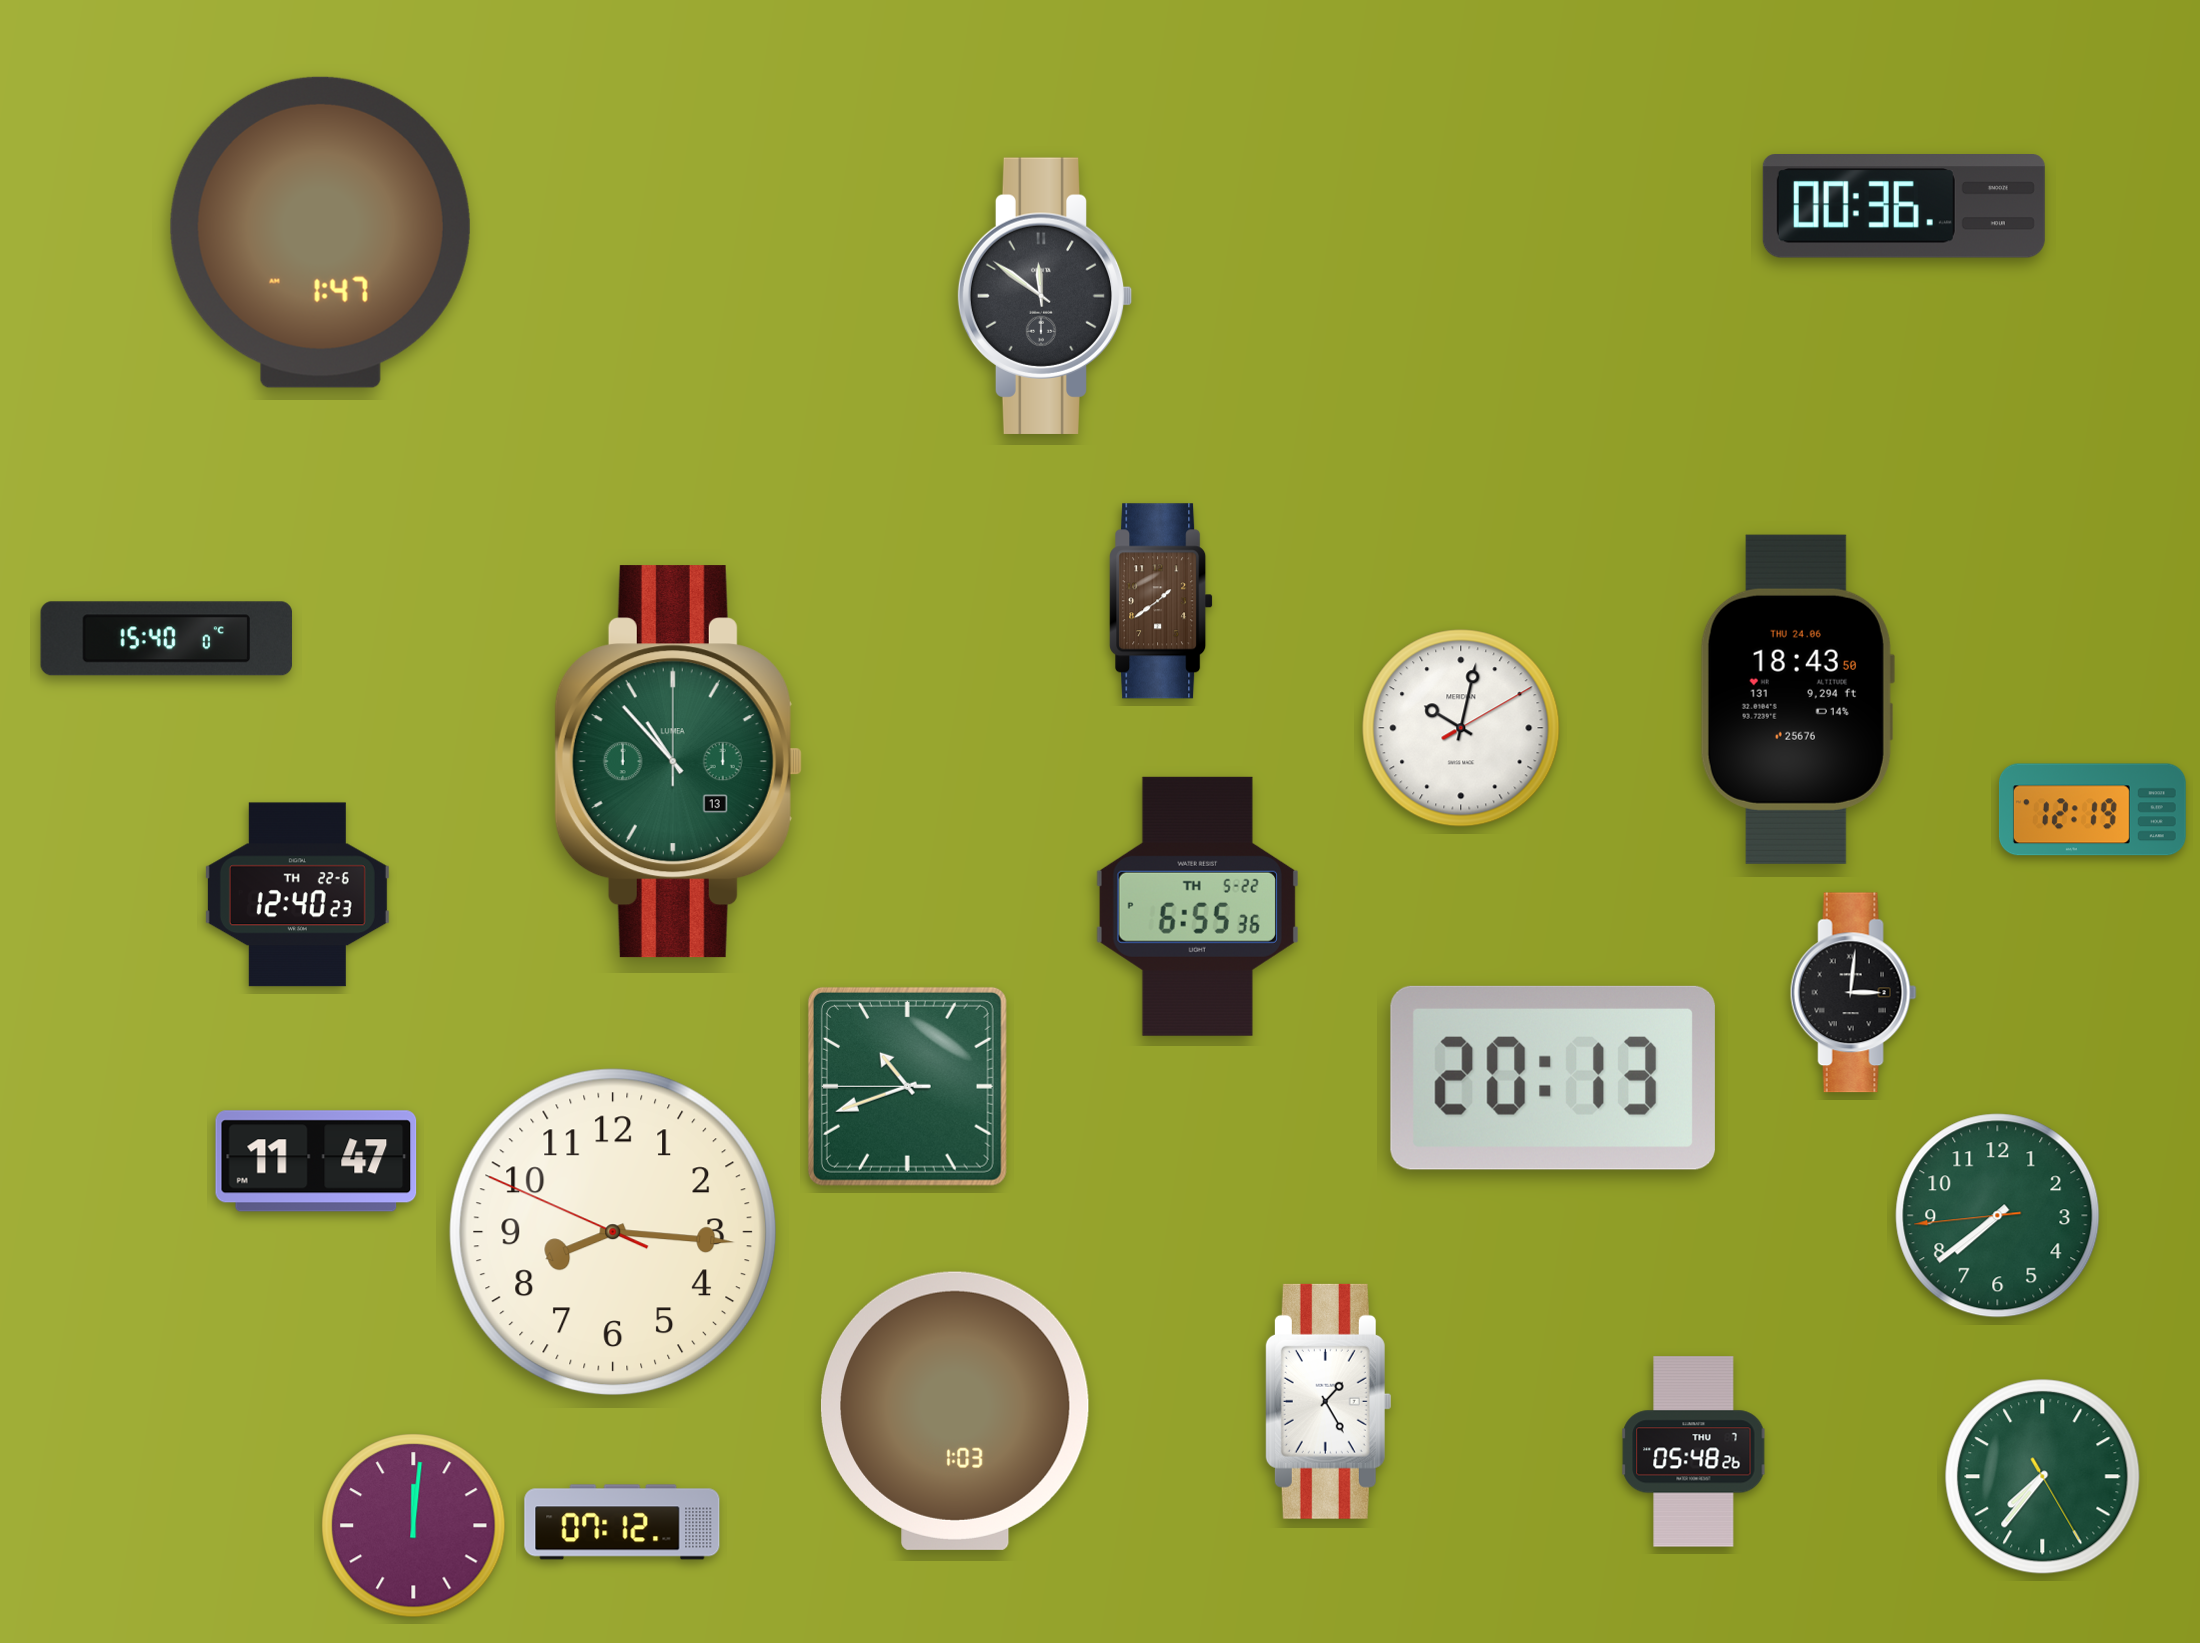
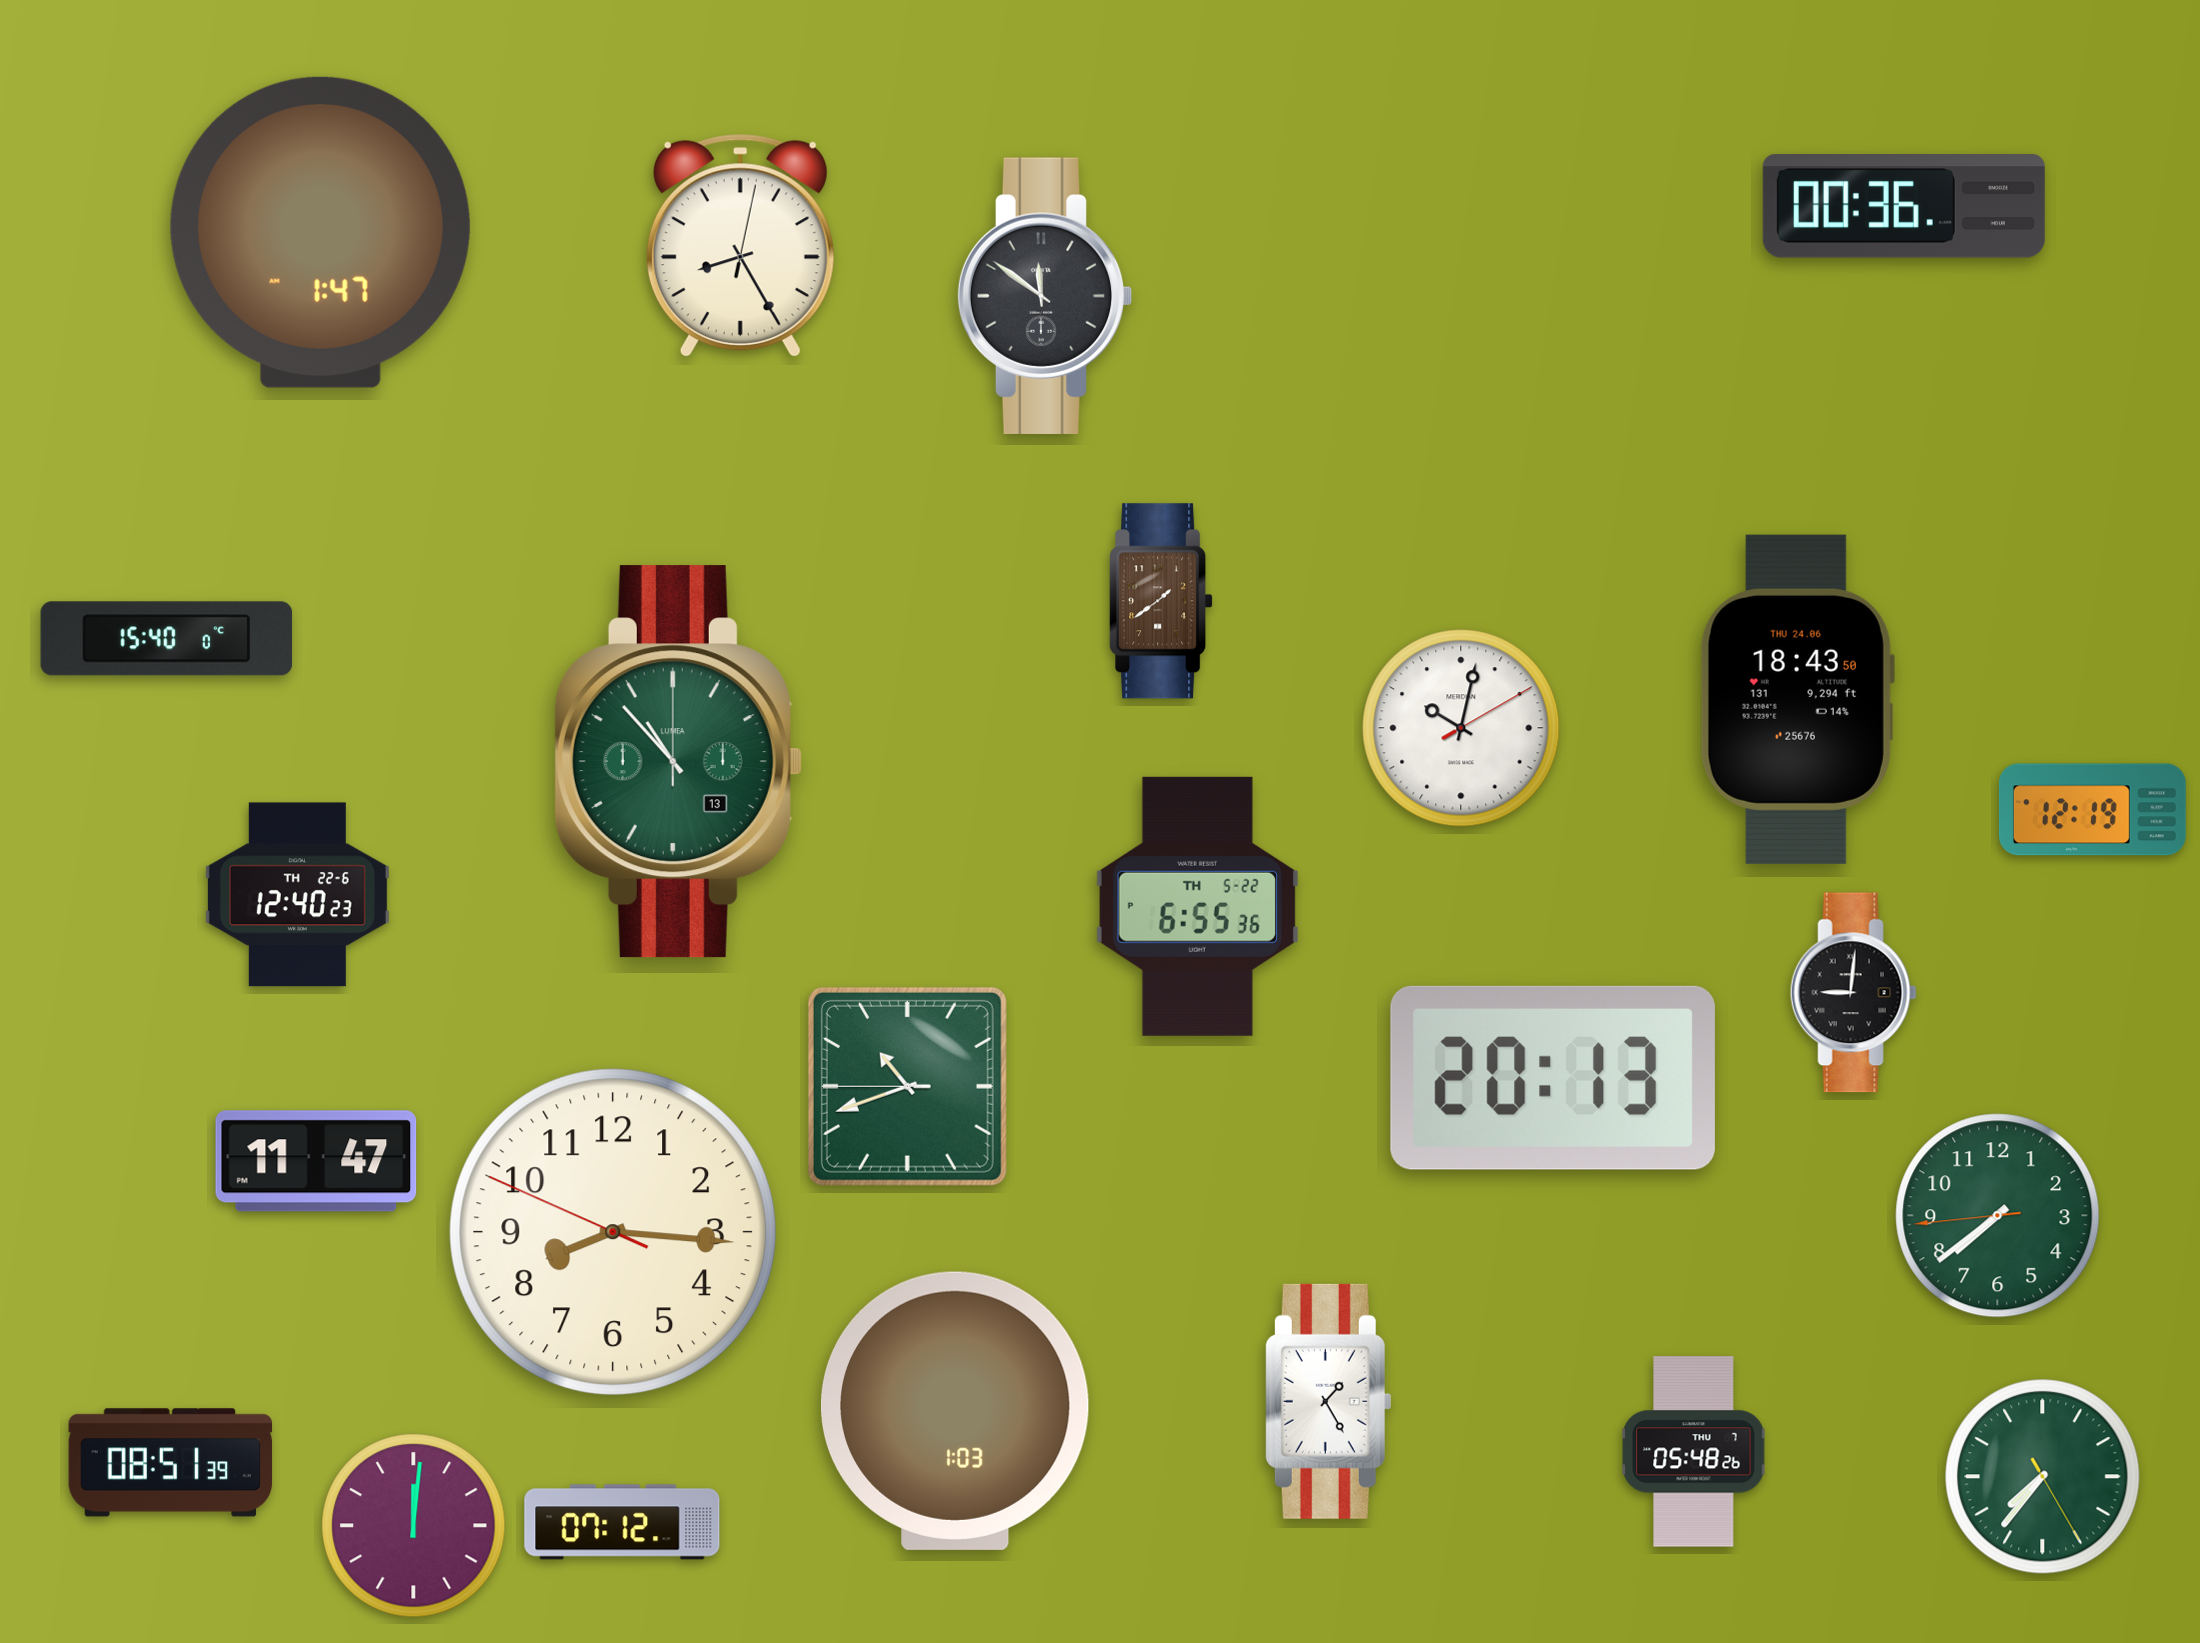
clock at (740, 246): none -> 8:25
clock at (1853, 993): 3:01 -> 9:01
clock at (171, 1463): none -> 08:51
